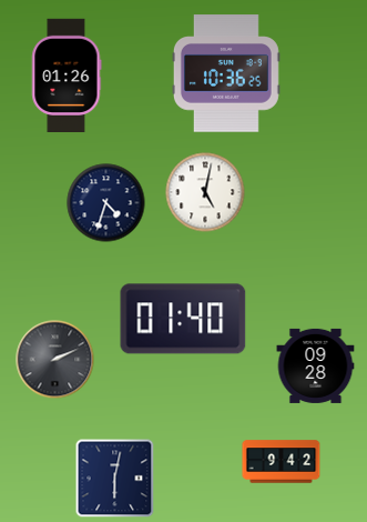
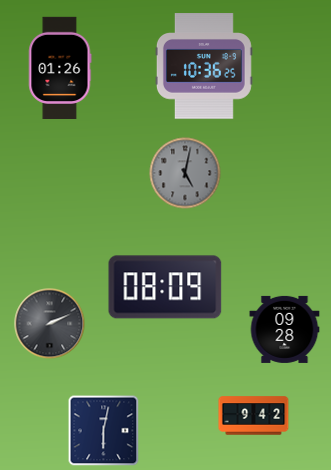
clock at (205, 192) dial: white -> grey
clock at (106, 203): 4:33 -> none
clock at (183, 319): 01:40 -> 08:09
